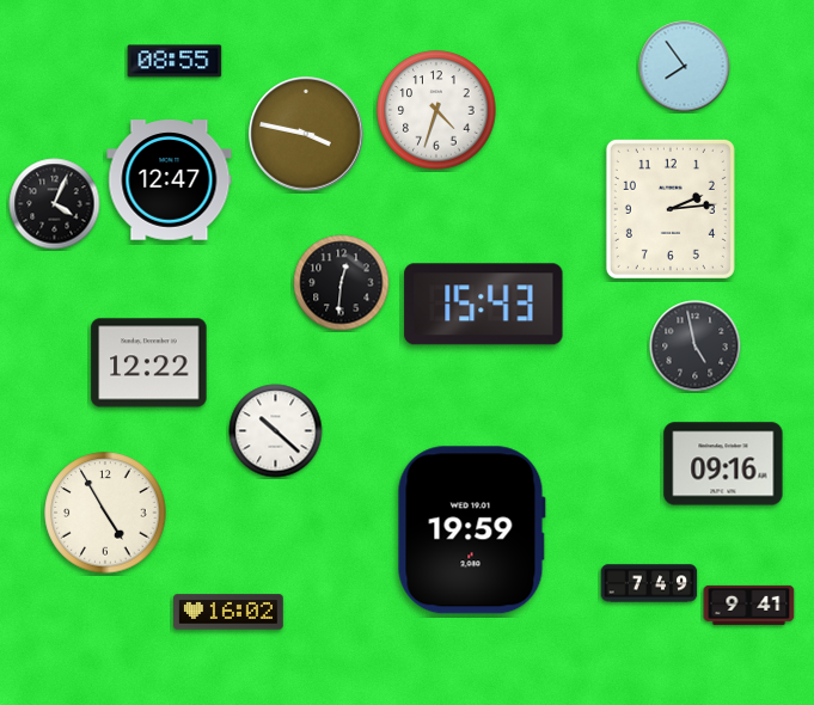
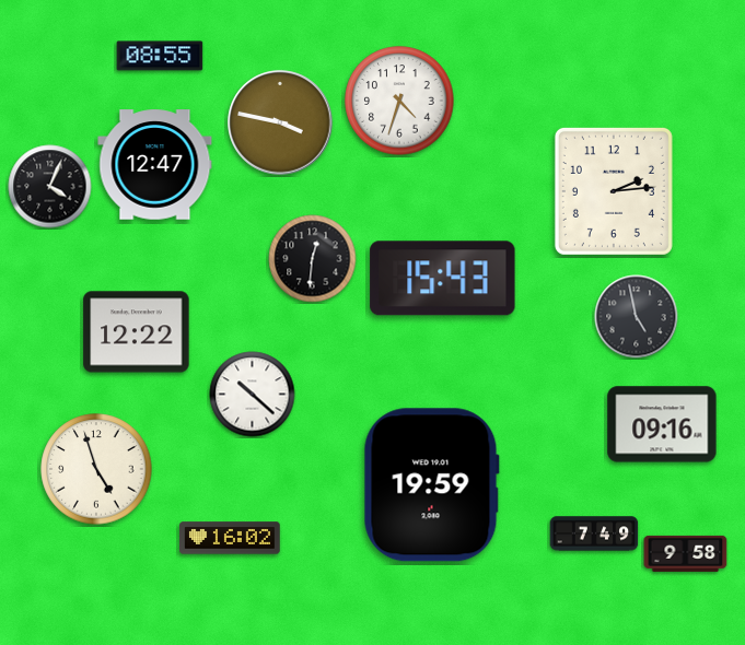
clock at (685, 67): 7:54 -> none
clock at (105, 513): 4:55 -> 4:57
clock at (749, 605): 9:41 -> 9:58
clock at (228, 612) position: (228, 612) -> (230, 538)
